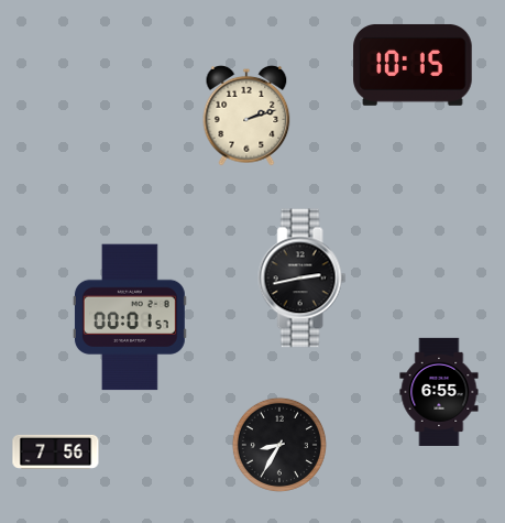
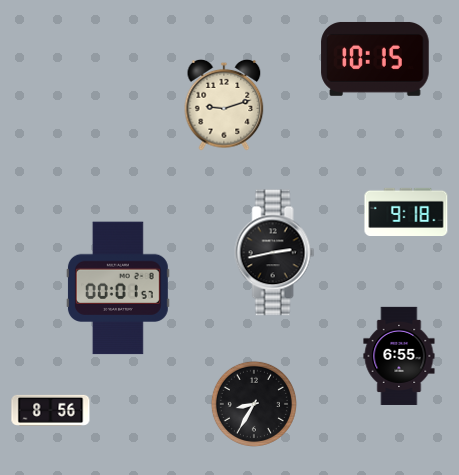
clock at (246, 116): 2:12 -> 9:12
clock at (406, 211): none -> 9:18
clock at (56, 451): 7:56 -> 8:56
